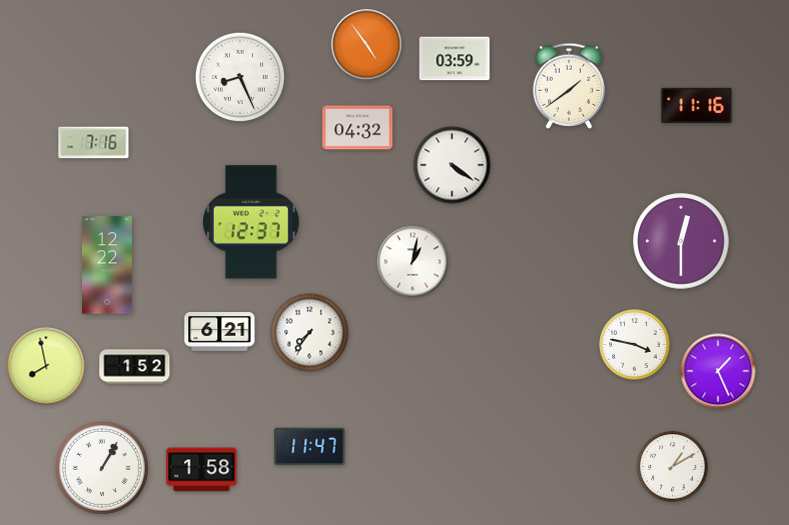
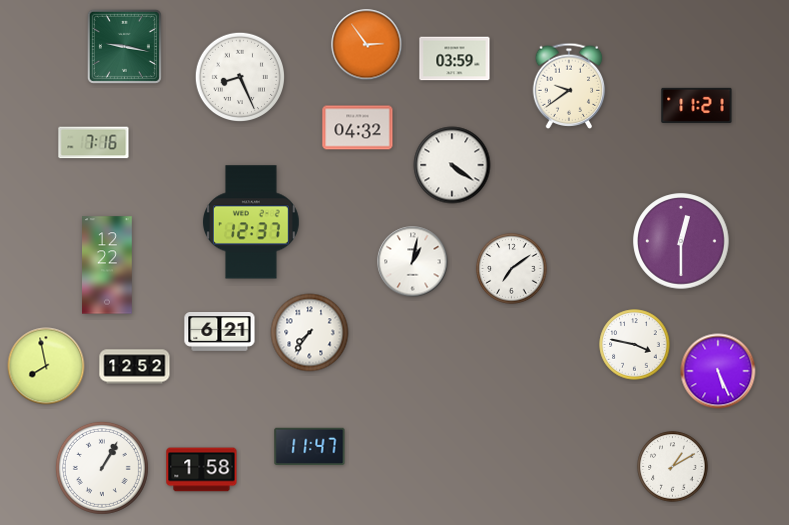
clock at (367, 45): 4:54 -> 2:54
clock at (124, 46): none -> 9:17
clock at (569, 86): 1:39 -> 9:39
clock at (697, 105): 11:16 -> 11:21
clock at (512, 269): none -> 7:09
clock at (135, 367): 1:52 -> 12:52
clock at (718, 371): 1:26 -> 5:26
